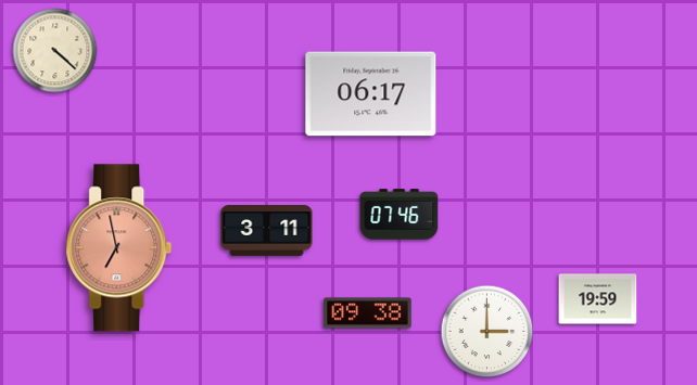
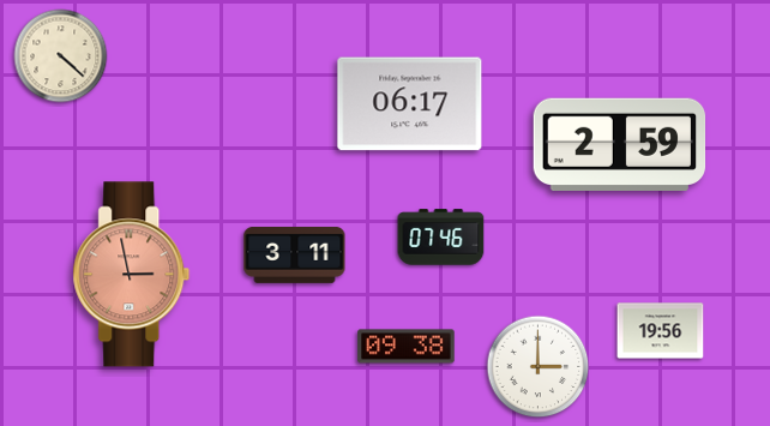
clock at (620, 144): none -> 2:59
clock at (119, 248): 6:58 -> 2:58
clock at (598, 299): 19:59 -> 19:56
